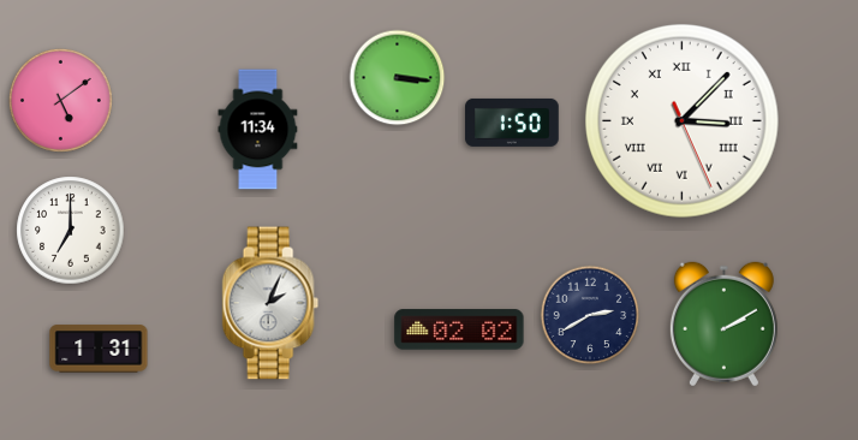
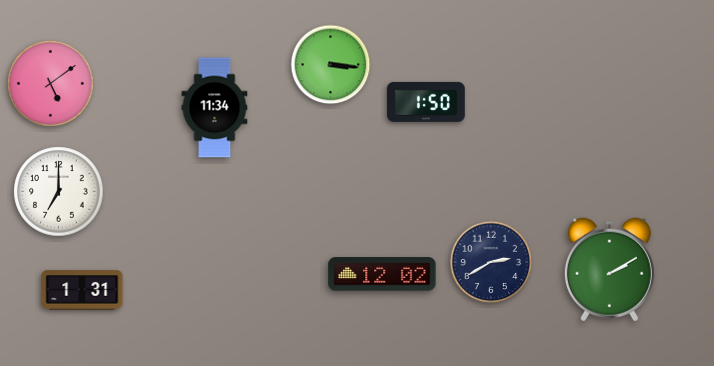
clock at (681, 120): 3:07 -> none
clock at (270, 303): 2:04 -> none
clock at (723, 325) position: (723, 325) -> (609, 270)
clock at (459, 329): 02:02 -> 12:02
